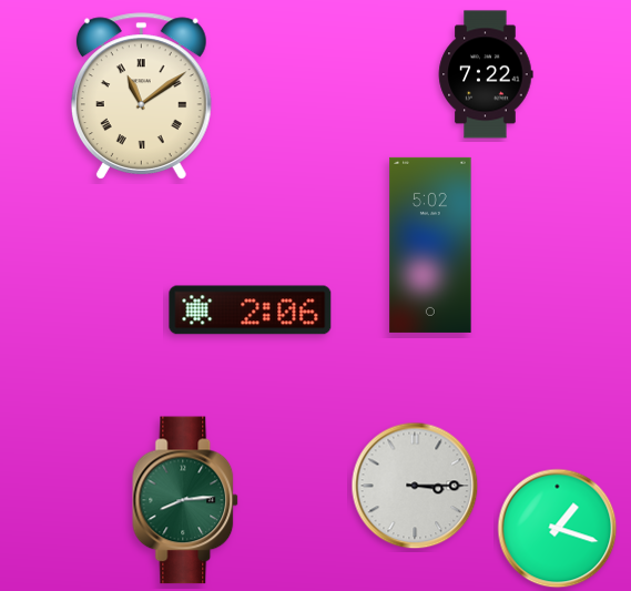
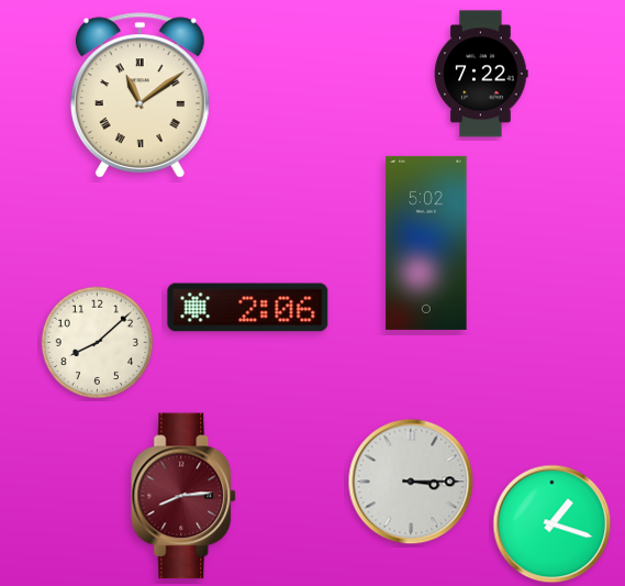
clock at (98, 343): none -> 8:08
clock at (186, 500) dial: green -> burgundy
